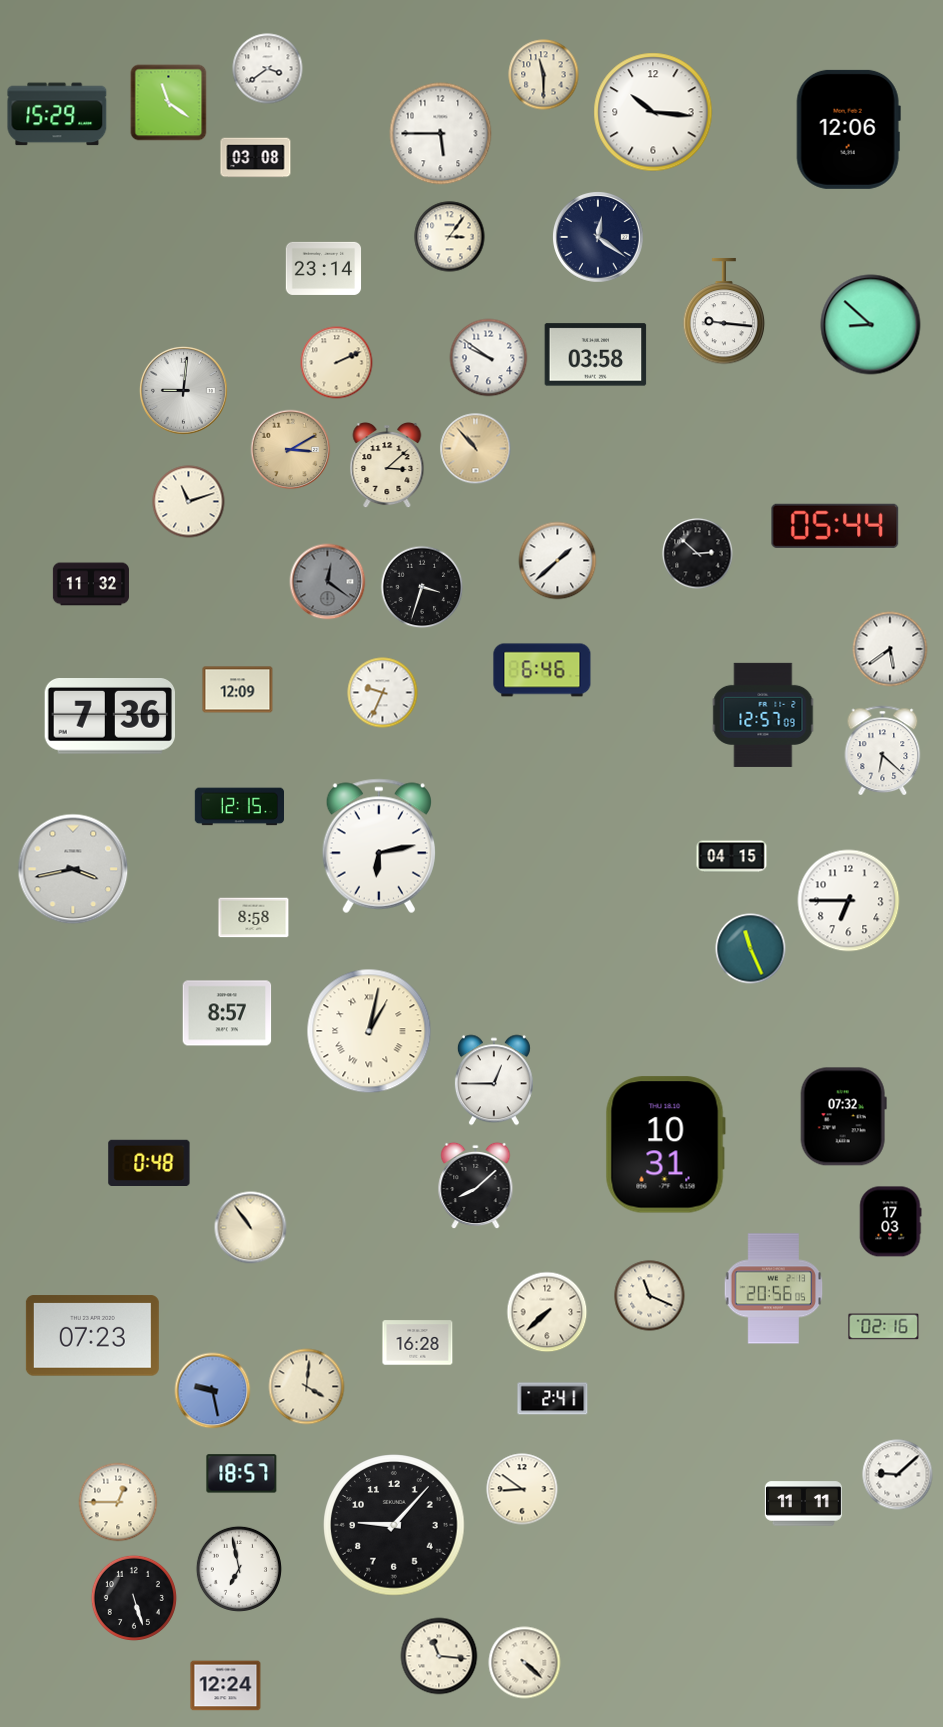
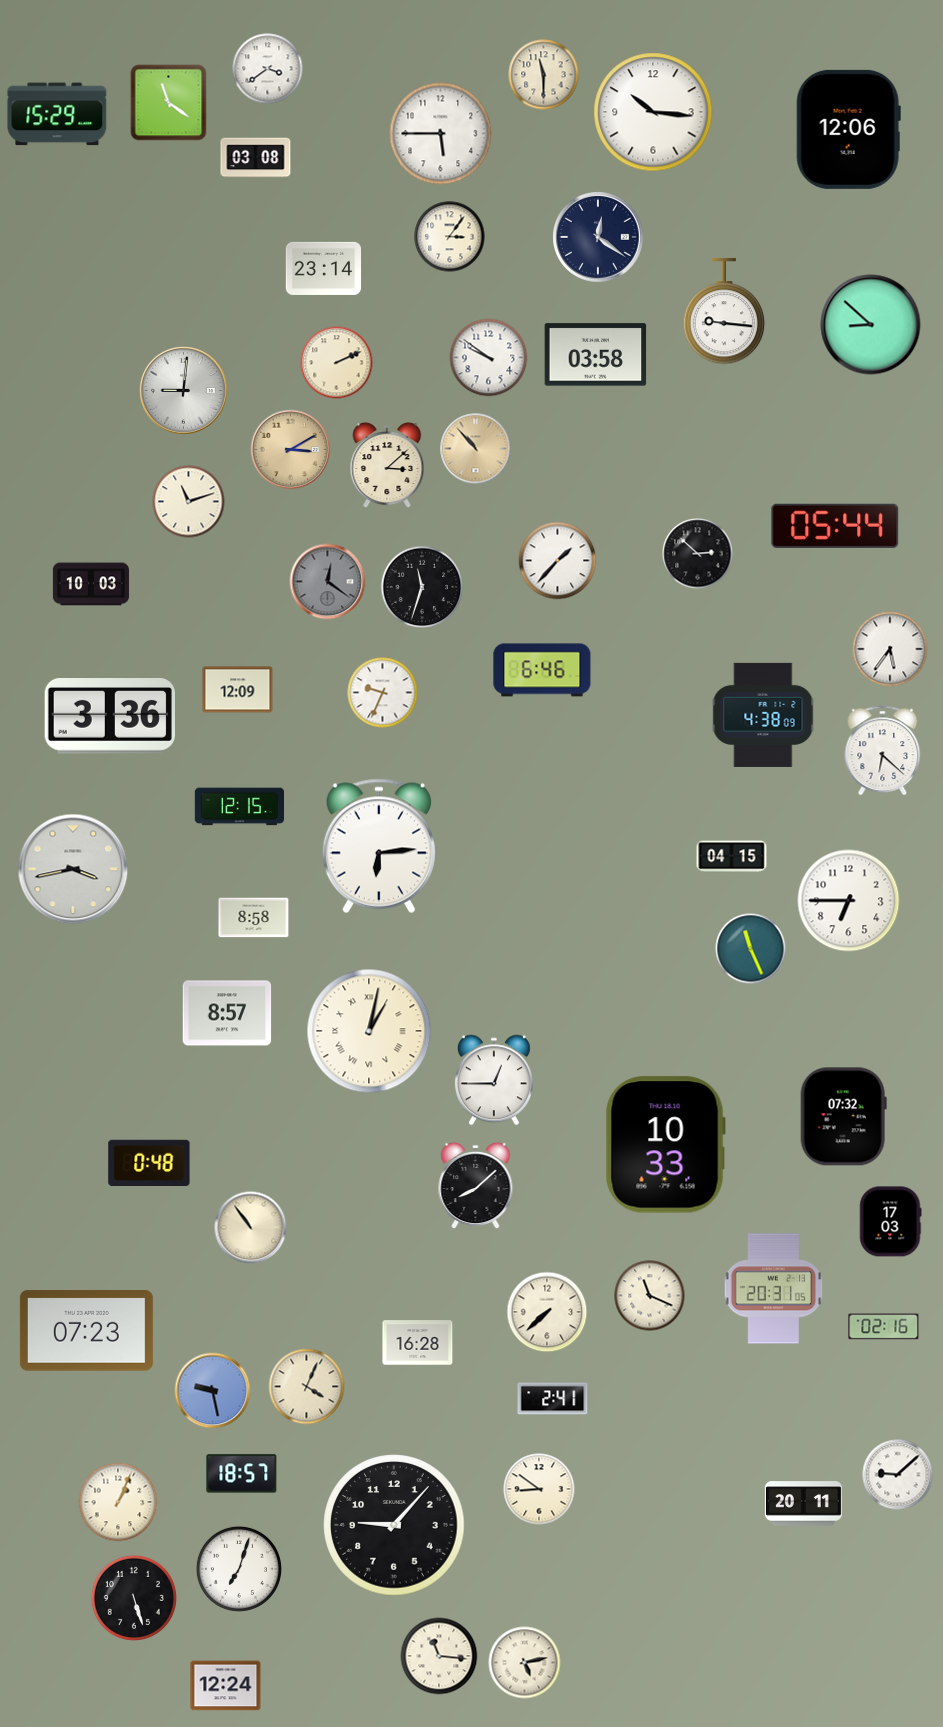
clock at (558, 561): 1:38 -> 1:37
clock at (91, 584): 11:32 -> 10:03
clock at (422, 587): 3:33 -> 11:33
clock at (890, 649): 5:39 -> 5:36
clock at (763, 715): 12:57 -> 4:38
clock at (109, 717): 7:36 -> 3:36
clock at (379, 846): 6:13 -> 6:14
clock at (665, 1145): 10:31 -> 10:33
clock at (774, 1289): 20:56 -> 20:31
clock at (92, 1336) position: (92, 1336) -> (86, 1331)
clock at (307, 1387): 4:01 -> 4:04
clock at (522, 1489) position: (522, 1489) -> (539, 1489)
clock at (118, 1502): 12:45 -> 1:04
clock at (803, 1504): 11:11 -> 20:11
clock at (239, 1569): 6:58 -> 7:03
clock at (525, 1663): 4:22 -> 5:13
